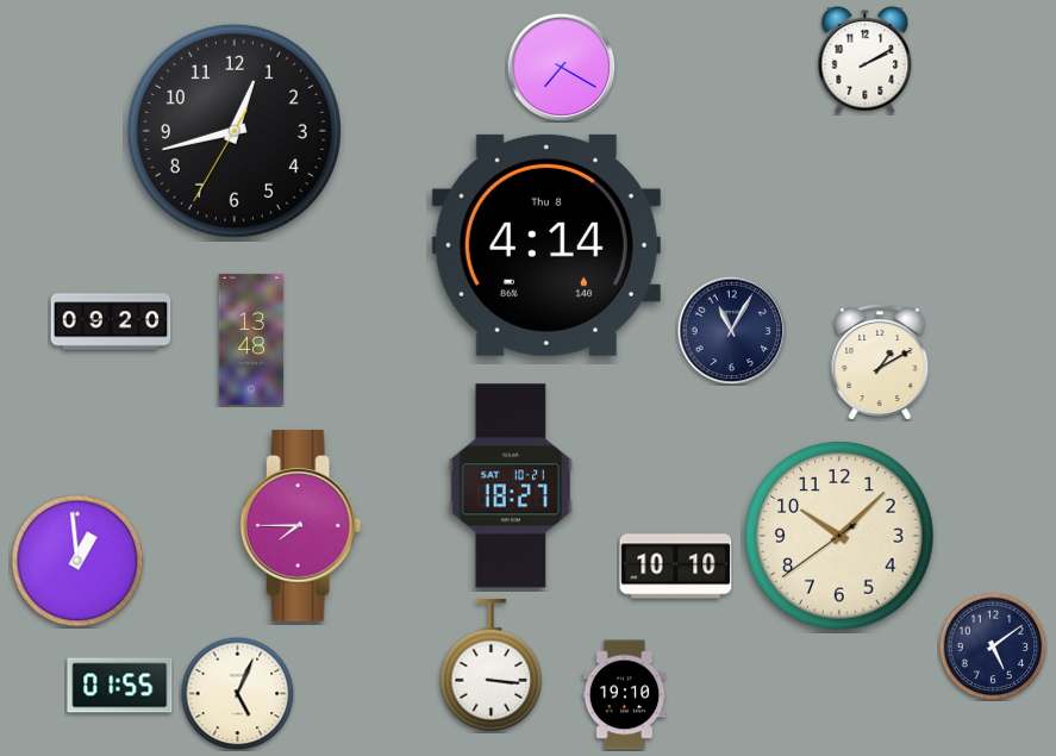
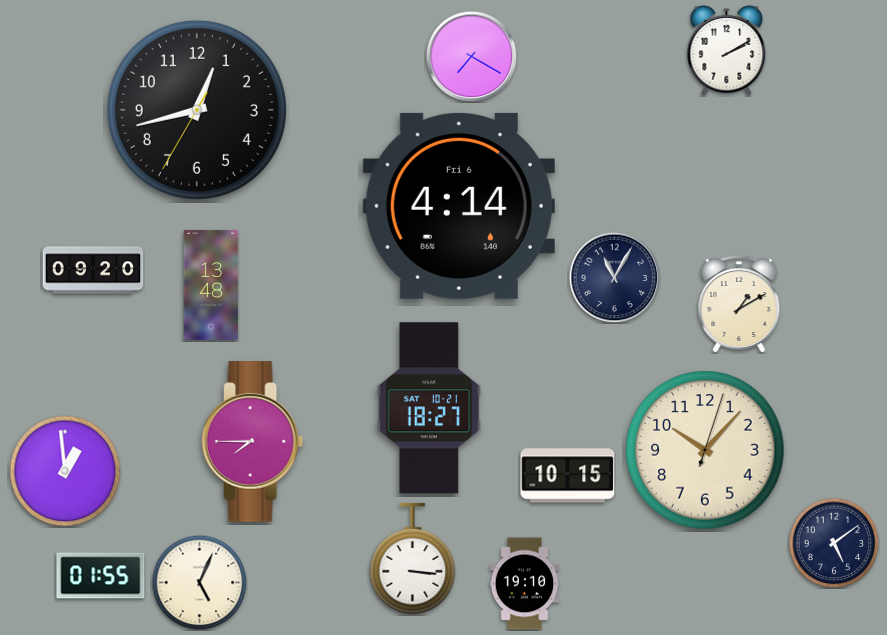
clock at (546, 245) date: Thu 8 -> Fri 6
clock at (839, 536): 10:07:39 -> 10:07:03
clock at (676, 567): 10:10 -> 10:15
